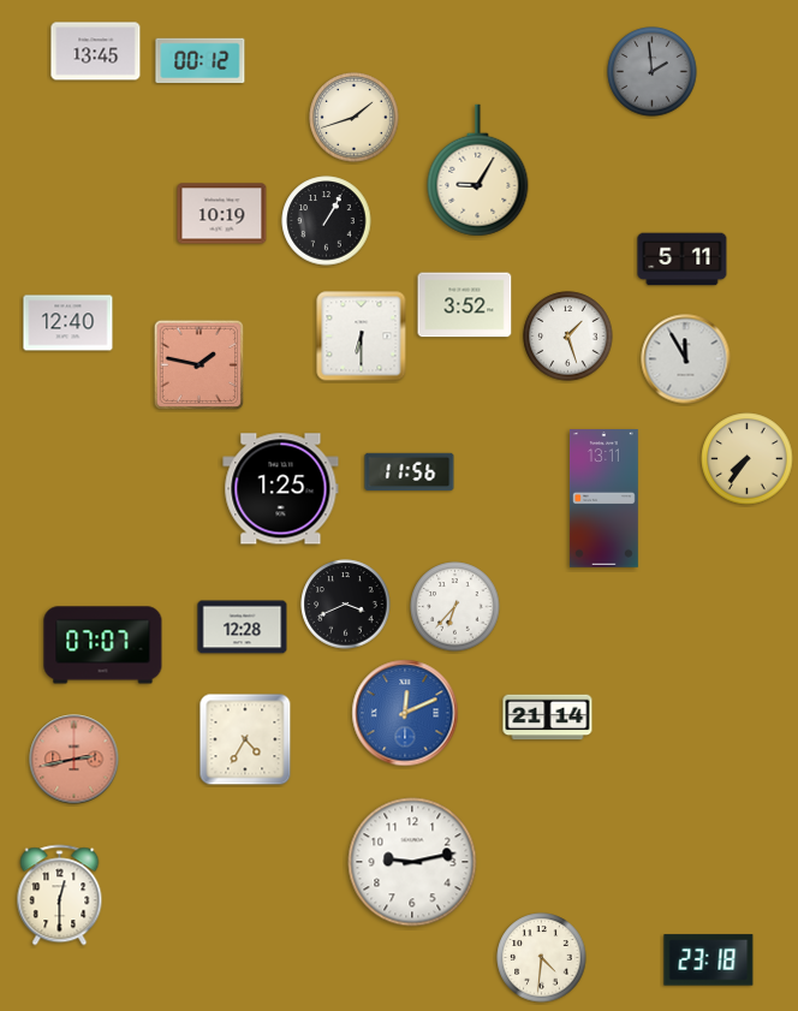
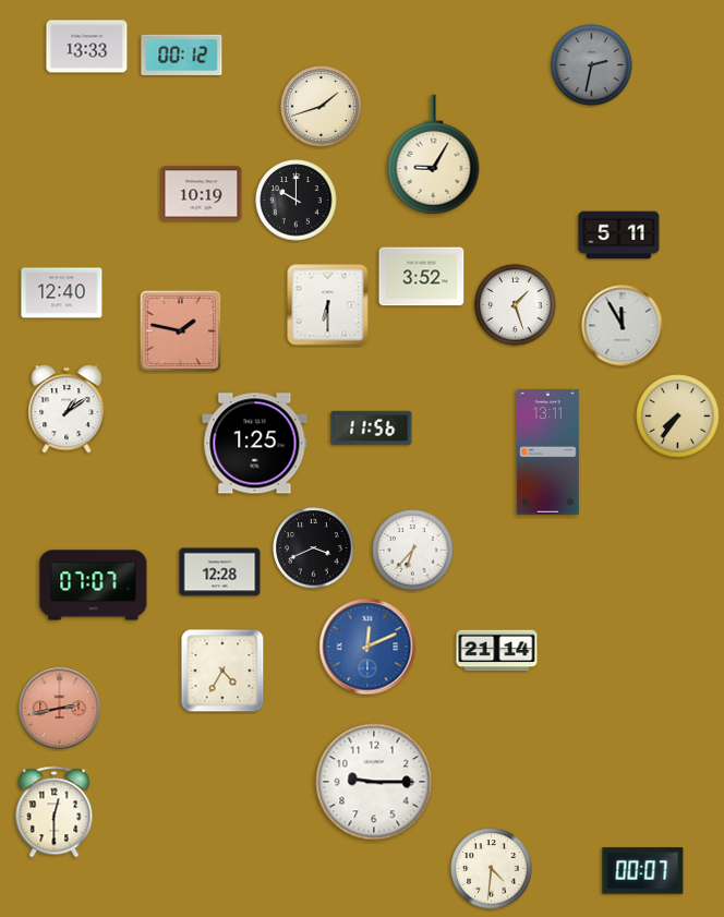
clock at (96, 52): 13:45 -> 13:33
clock at (653, 72): 1:59 -> 2:32
clock at (327, 221): 1:05 -> 10:00
clock at (67, 409): none -> 1:09
clock at (243, 628) position: (243, 628) -> (220, 572)
clock at (75, 760) position: (75, 760) -> (60, 709)
clock at (412, 862): 9:13 -> 9:15
clock at (709, 961): 23:18 -> 00:07
